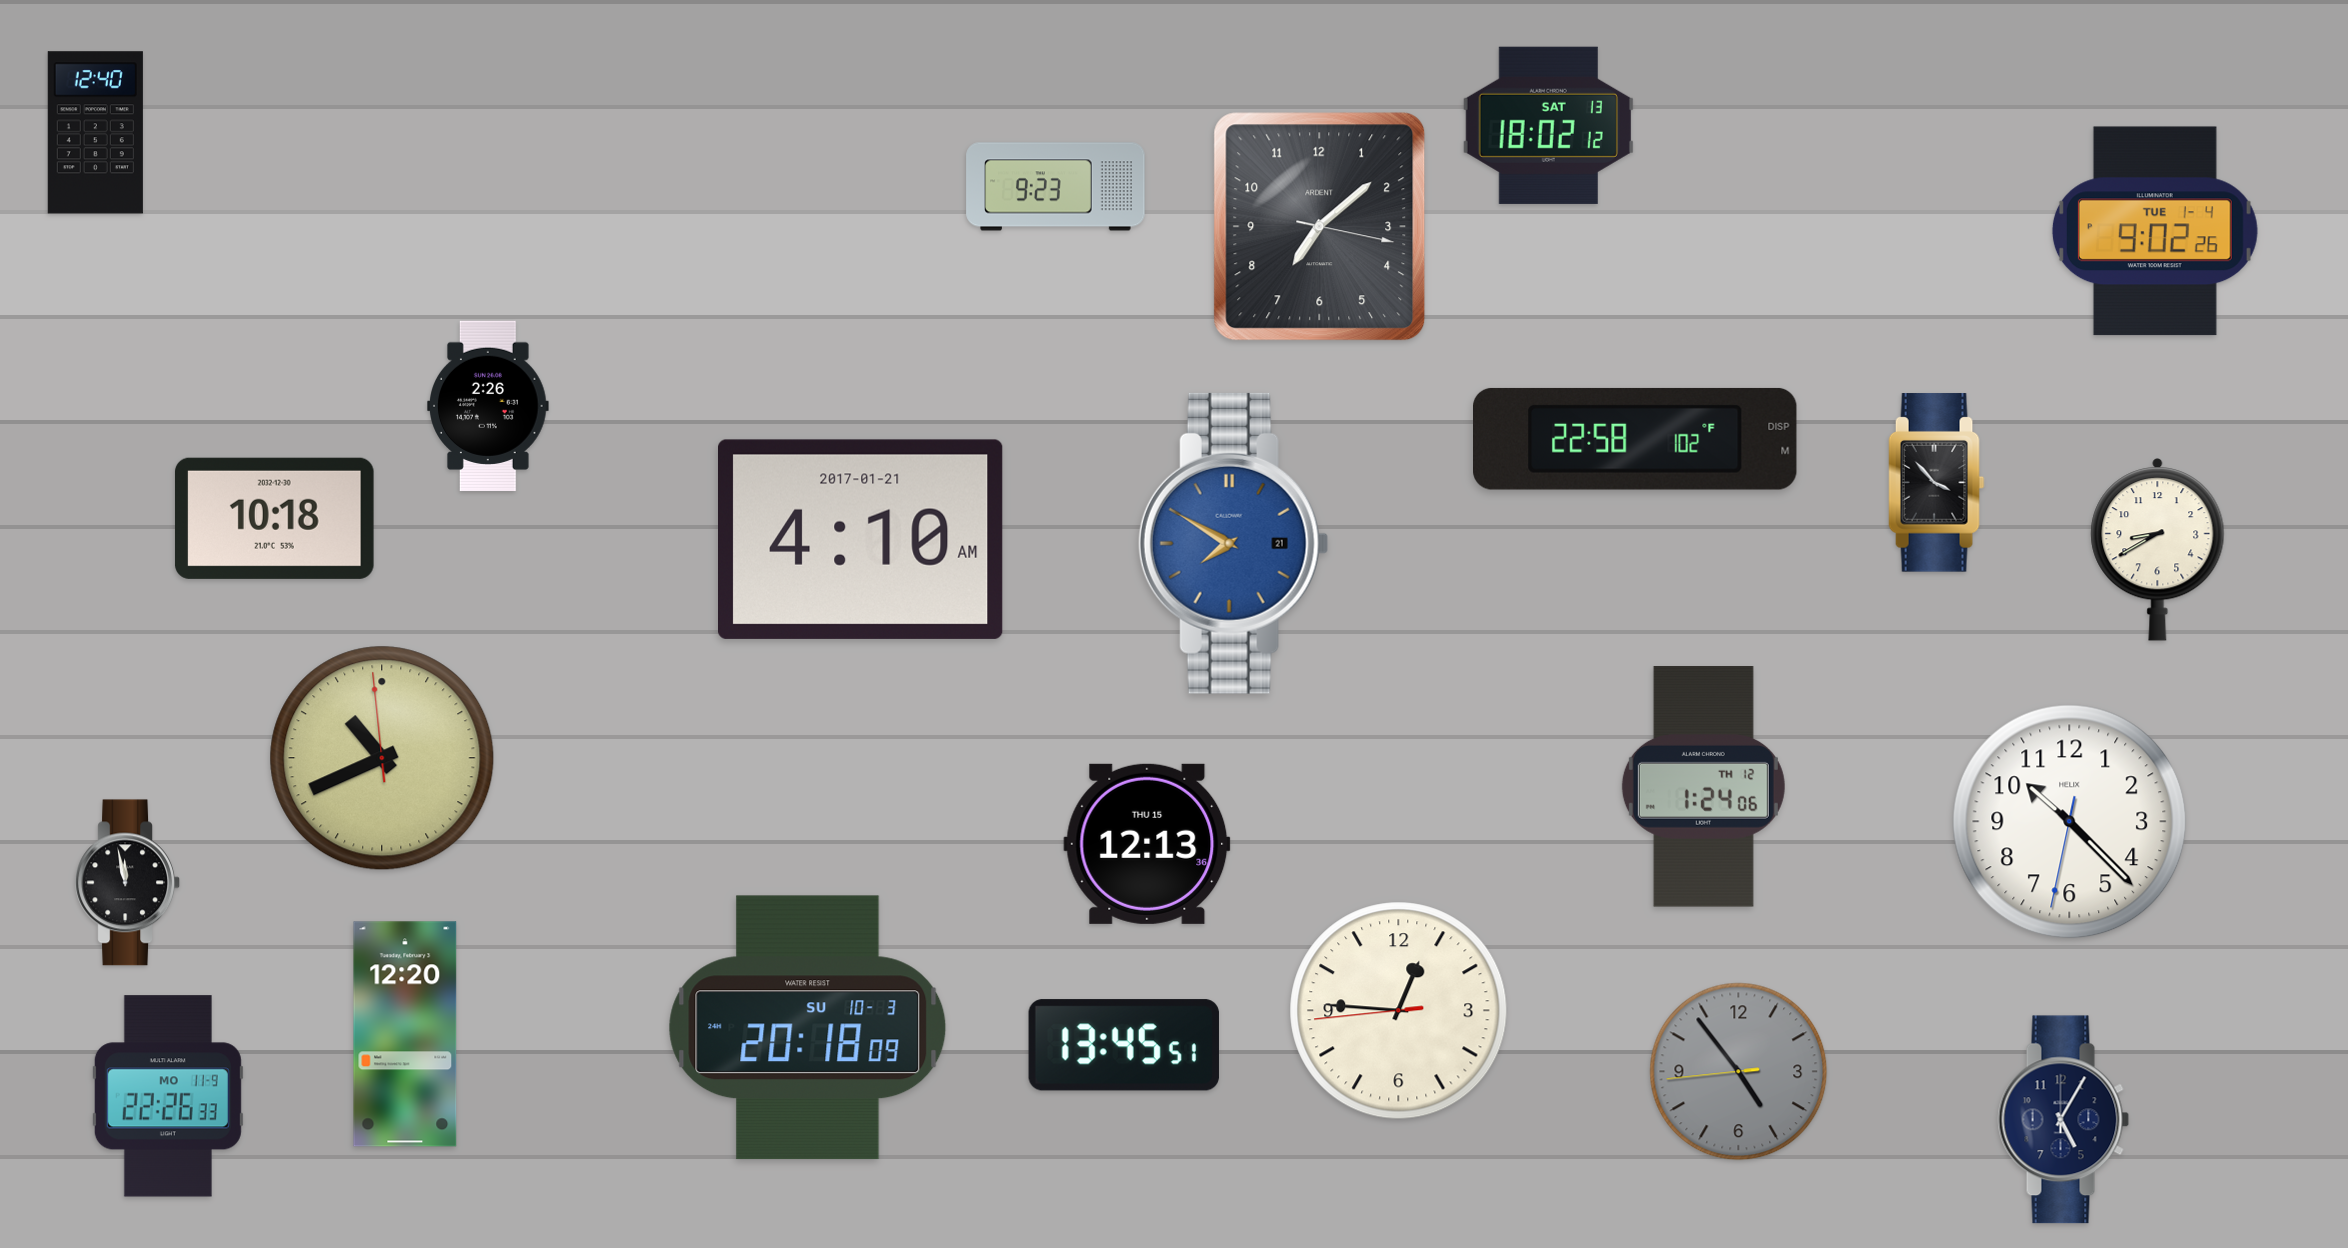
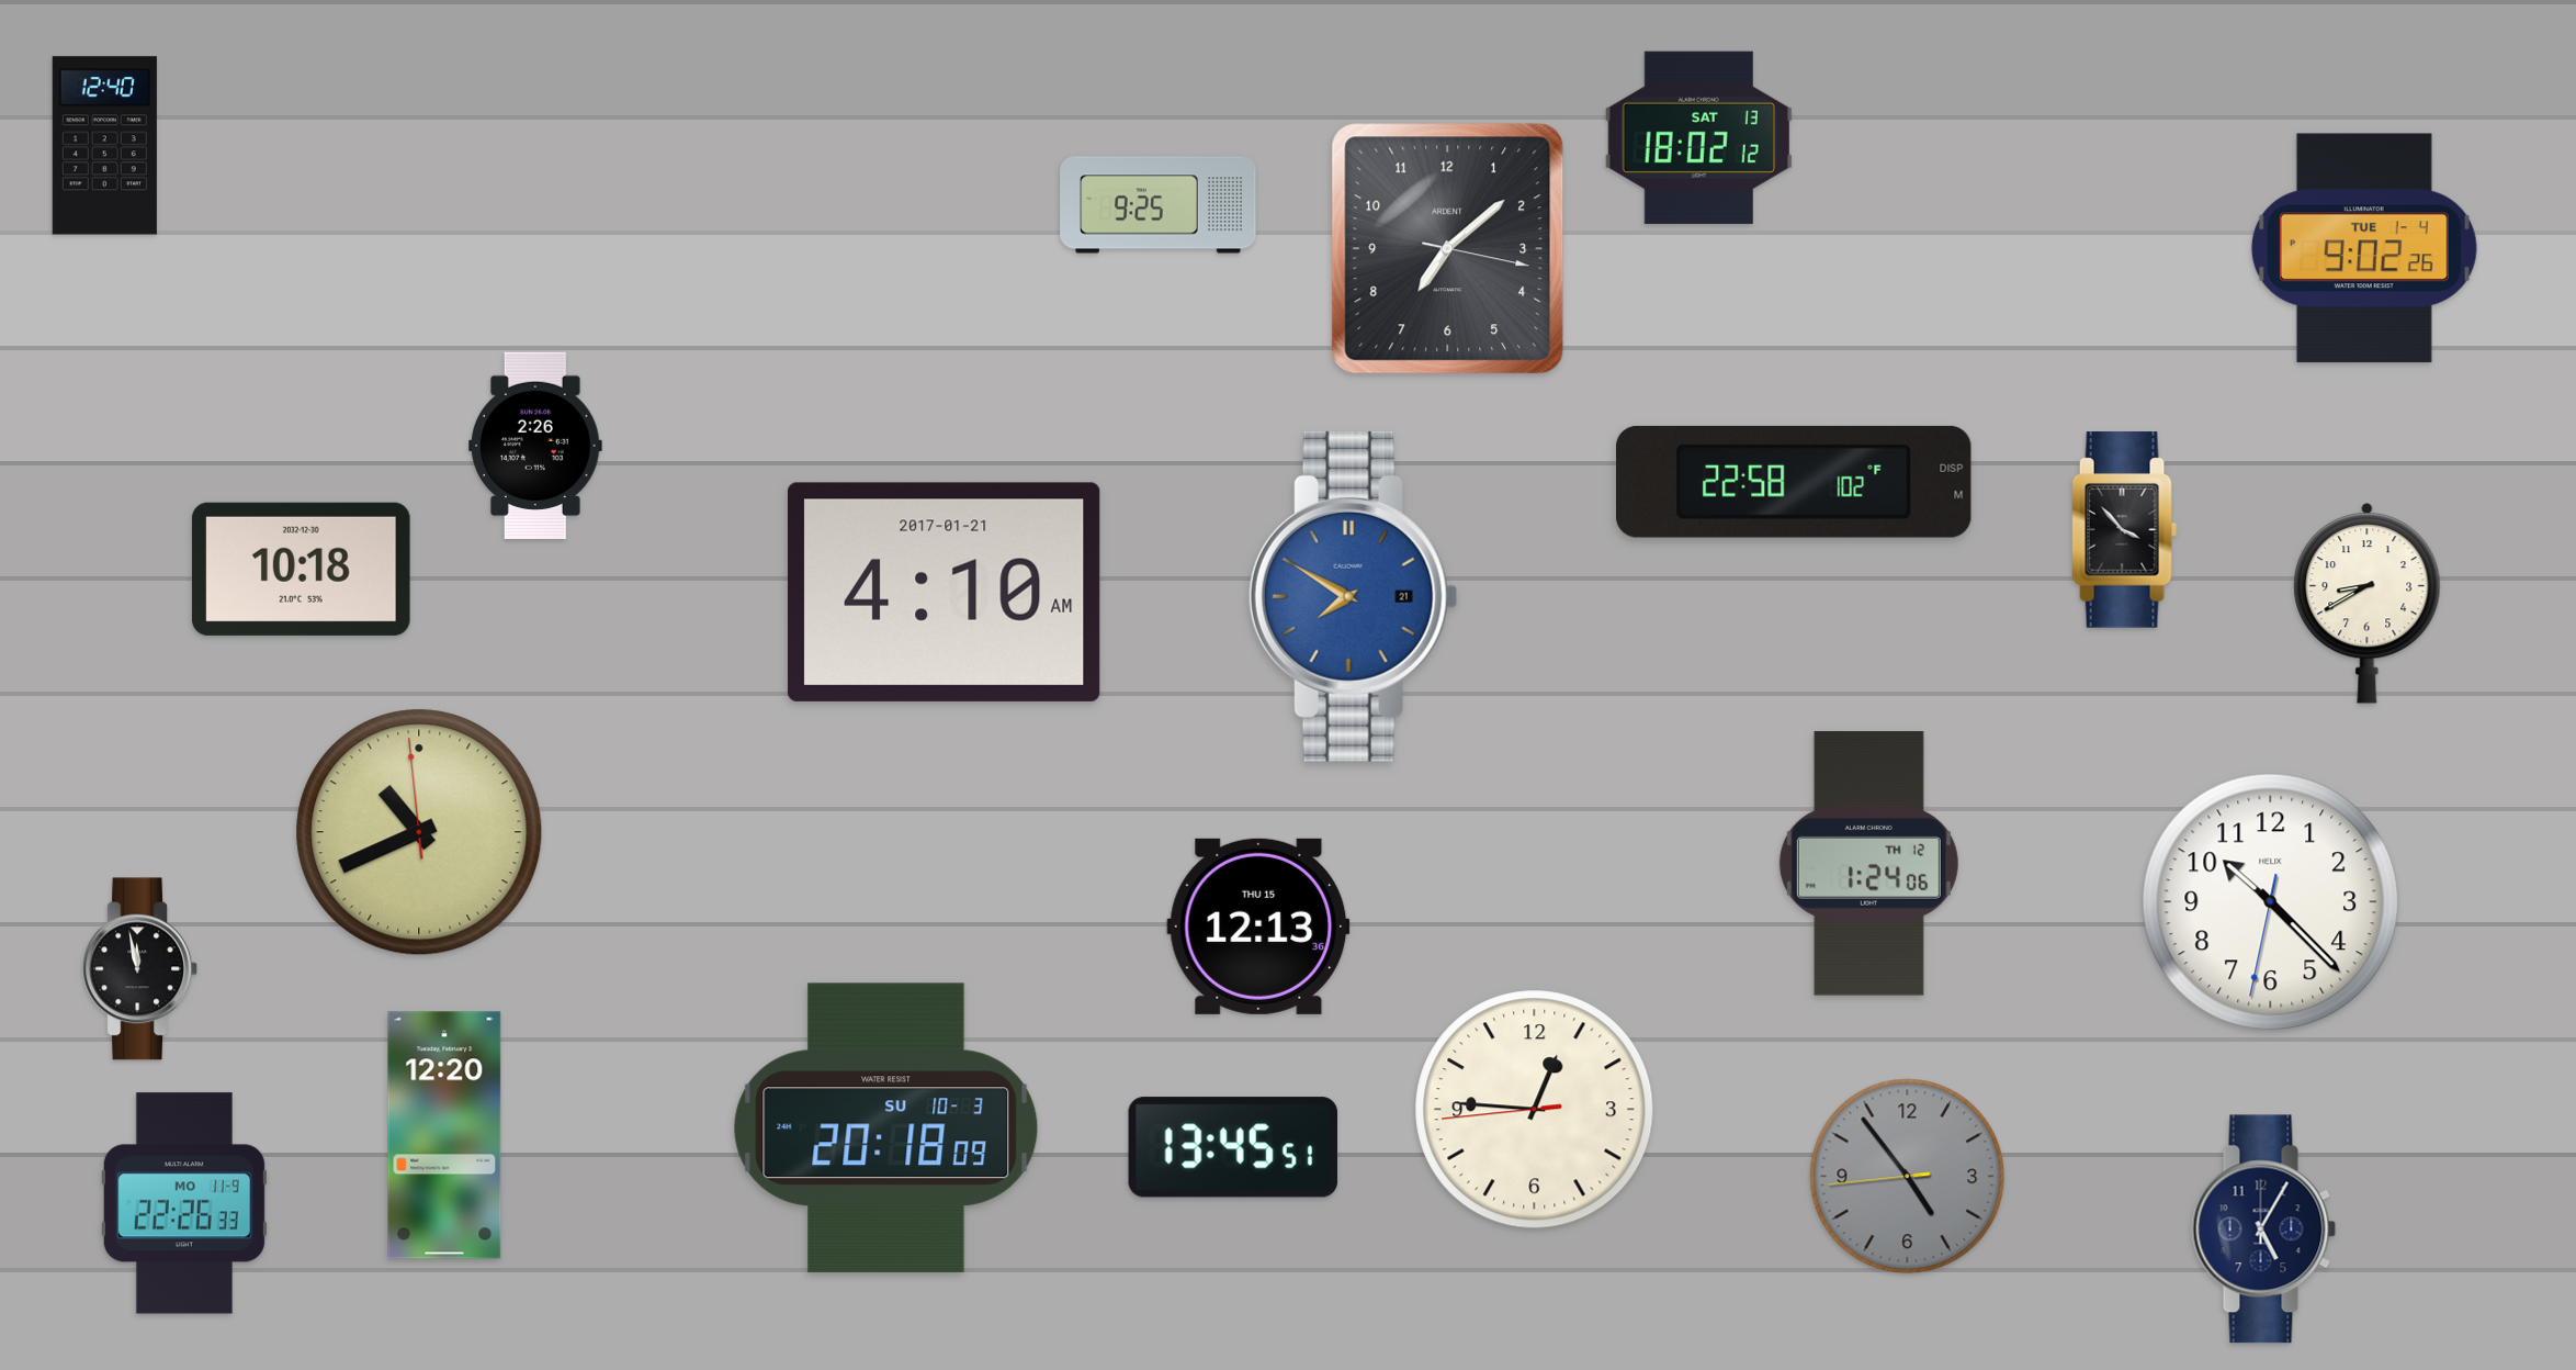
clock at (1056, 187): 9:23 -> 9:25
clock at (2155, 231) position: (2155, 231) -> (2364, 248)
